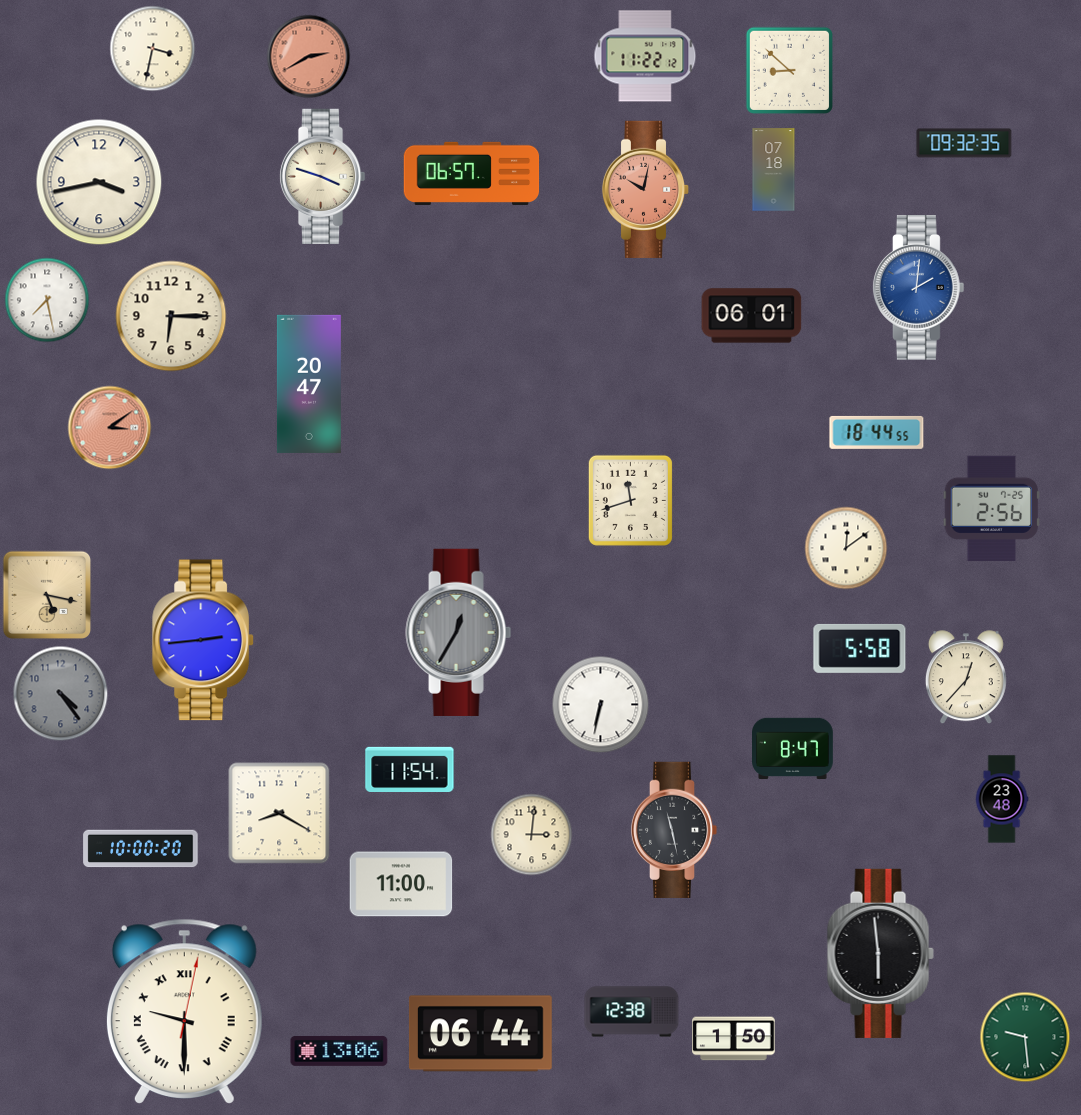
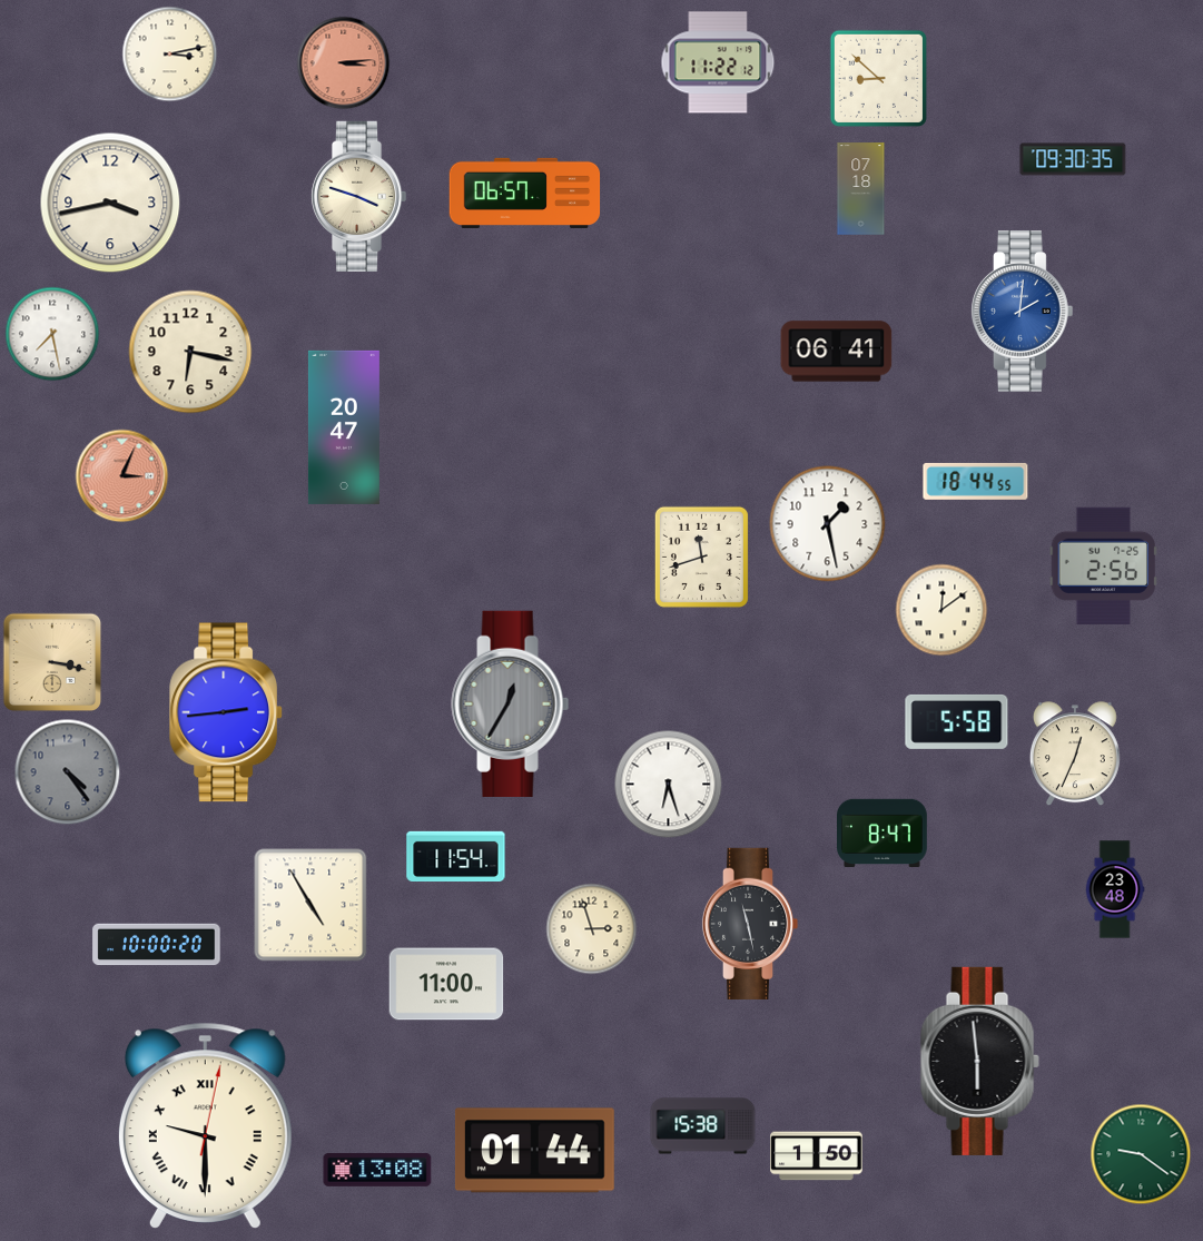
clock at (153, 49): 3:32 -> 3:13
clock at (309, 57): 2:40 -> 3:14
clock at (964, 143): 09:32 -> 09:30
clock at (646, 189): 10:02 -> none
clock at (918, 288) position: (918, 288) -> (1022, 312)
clock at (171, 316): 6:15 -> 6:17
clock at (752, 316): 06:01 -> 06:41
clock at (110, 428): 3:09 -> 3:04
clock at (828, 524): none -> 1:28
clock at (47, 595): 5:17 -> 3:17
clock at (966, 678): 12:37 -> 12:34
clock at (601, 705): 6:32 -> 6:27
clock at (279, 813): 8:20 -> 4:55
clock at (532, 835): 3:01 -> 2:57
clock at (632, 1012): 12:38 -> 15:38
clock at (480, 1034): 06:44 -> 01:44
clock at (1025, 1037): 9:29 -> 9:21
clock at (339, 1051): 13:06 -> 13:08
